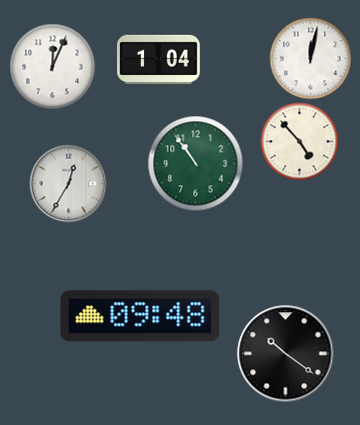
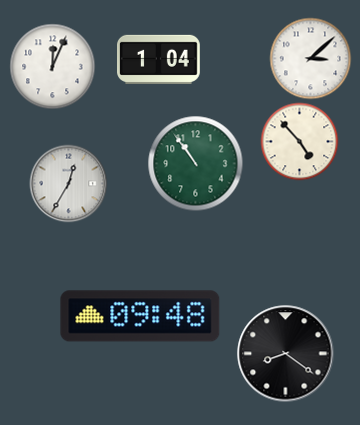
clock at (310, 58): 12:02 -> 3:08
clock at (286, 354): 10:21 -> 8:21
